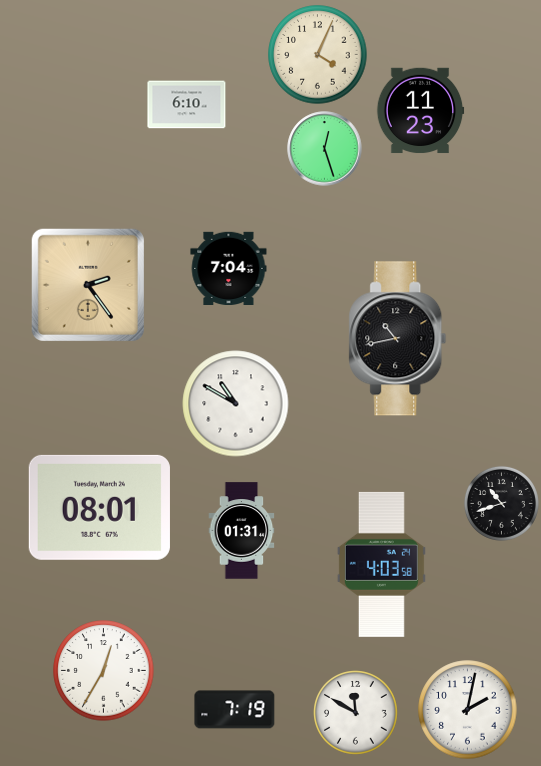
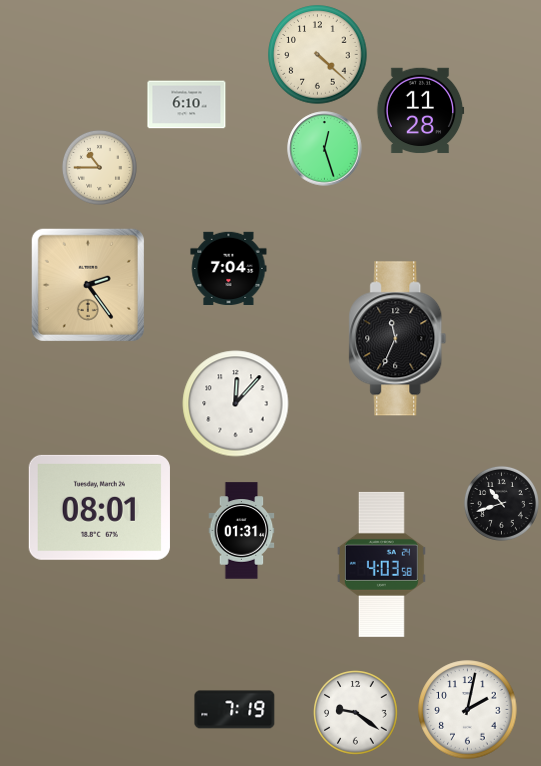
clock at (318, 55): 4:04 -> 4:22
clock at (420, 111): 11:23 -> 11:28
clock at (99, 167): none -> 10:45
clock at (398, 339): 10:43 -> 11:34
clock at (236, 404): 10:50 -> 12:07
clock at (104, 671): 12:35 -> none
clock at (356, 713): 11:50 -> 9:21
